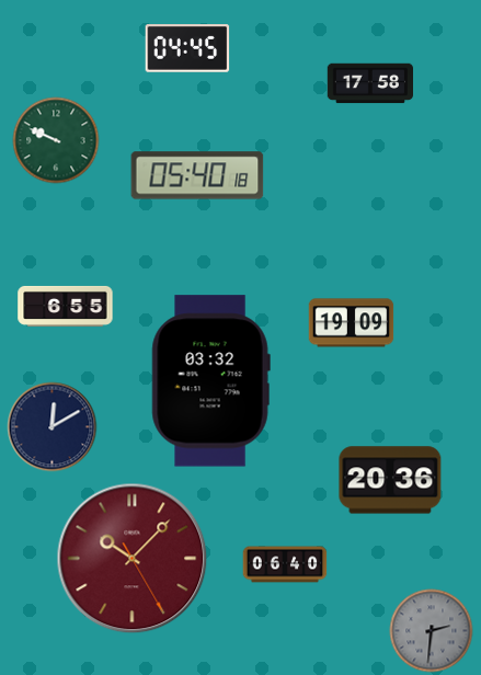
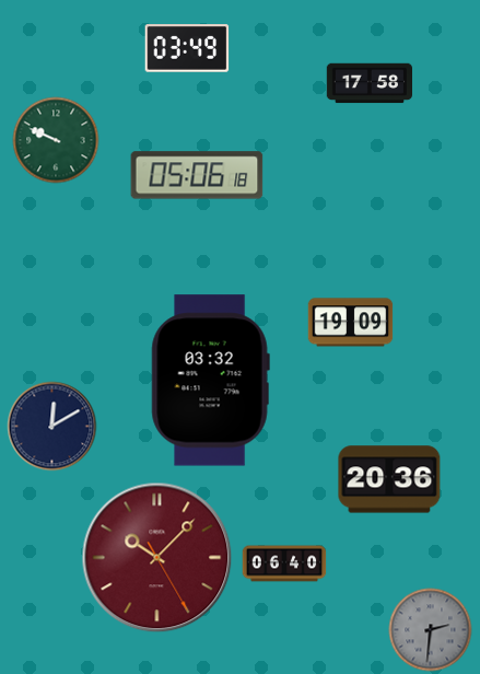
clock at (187, 48): 04:45 -> 03:49
clock at (197, 175): 05:40 -> 05:06
clock at (66, 306): 6:55 -> none
clock at (133, 559) position: (133, 559) -> (157, 558)
